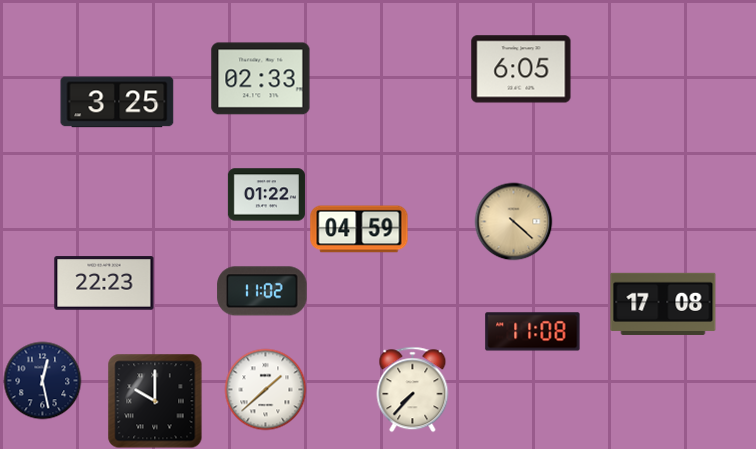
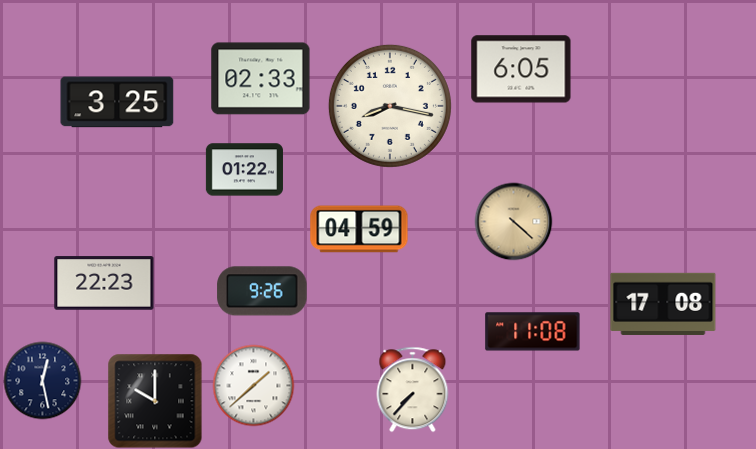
clock at (390, 106): none -> 8:17
clock at (266, 195) position: (266, 195) -> (244, 170)
clock at (262, 291): 11:02 -> 9:26
clock at (265, 389) position: (265, 389) -> (253, 385)
